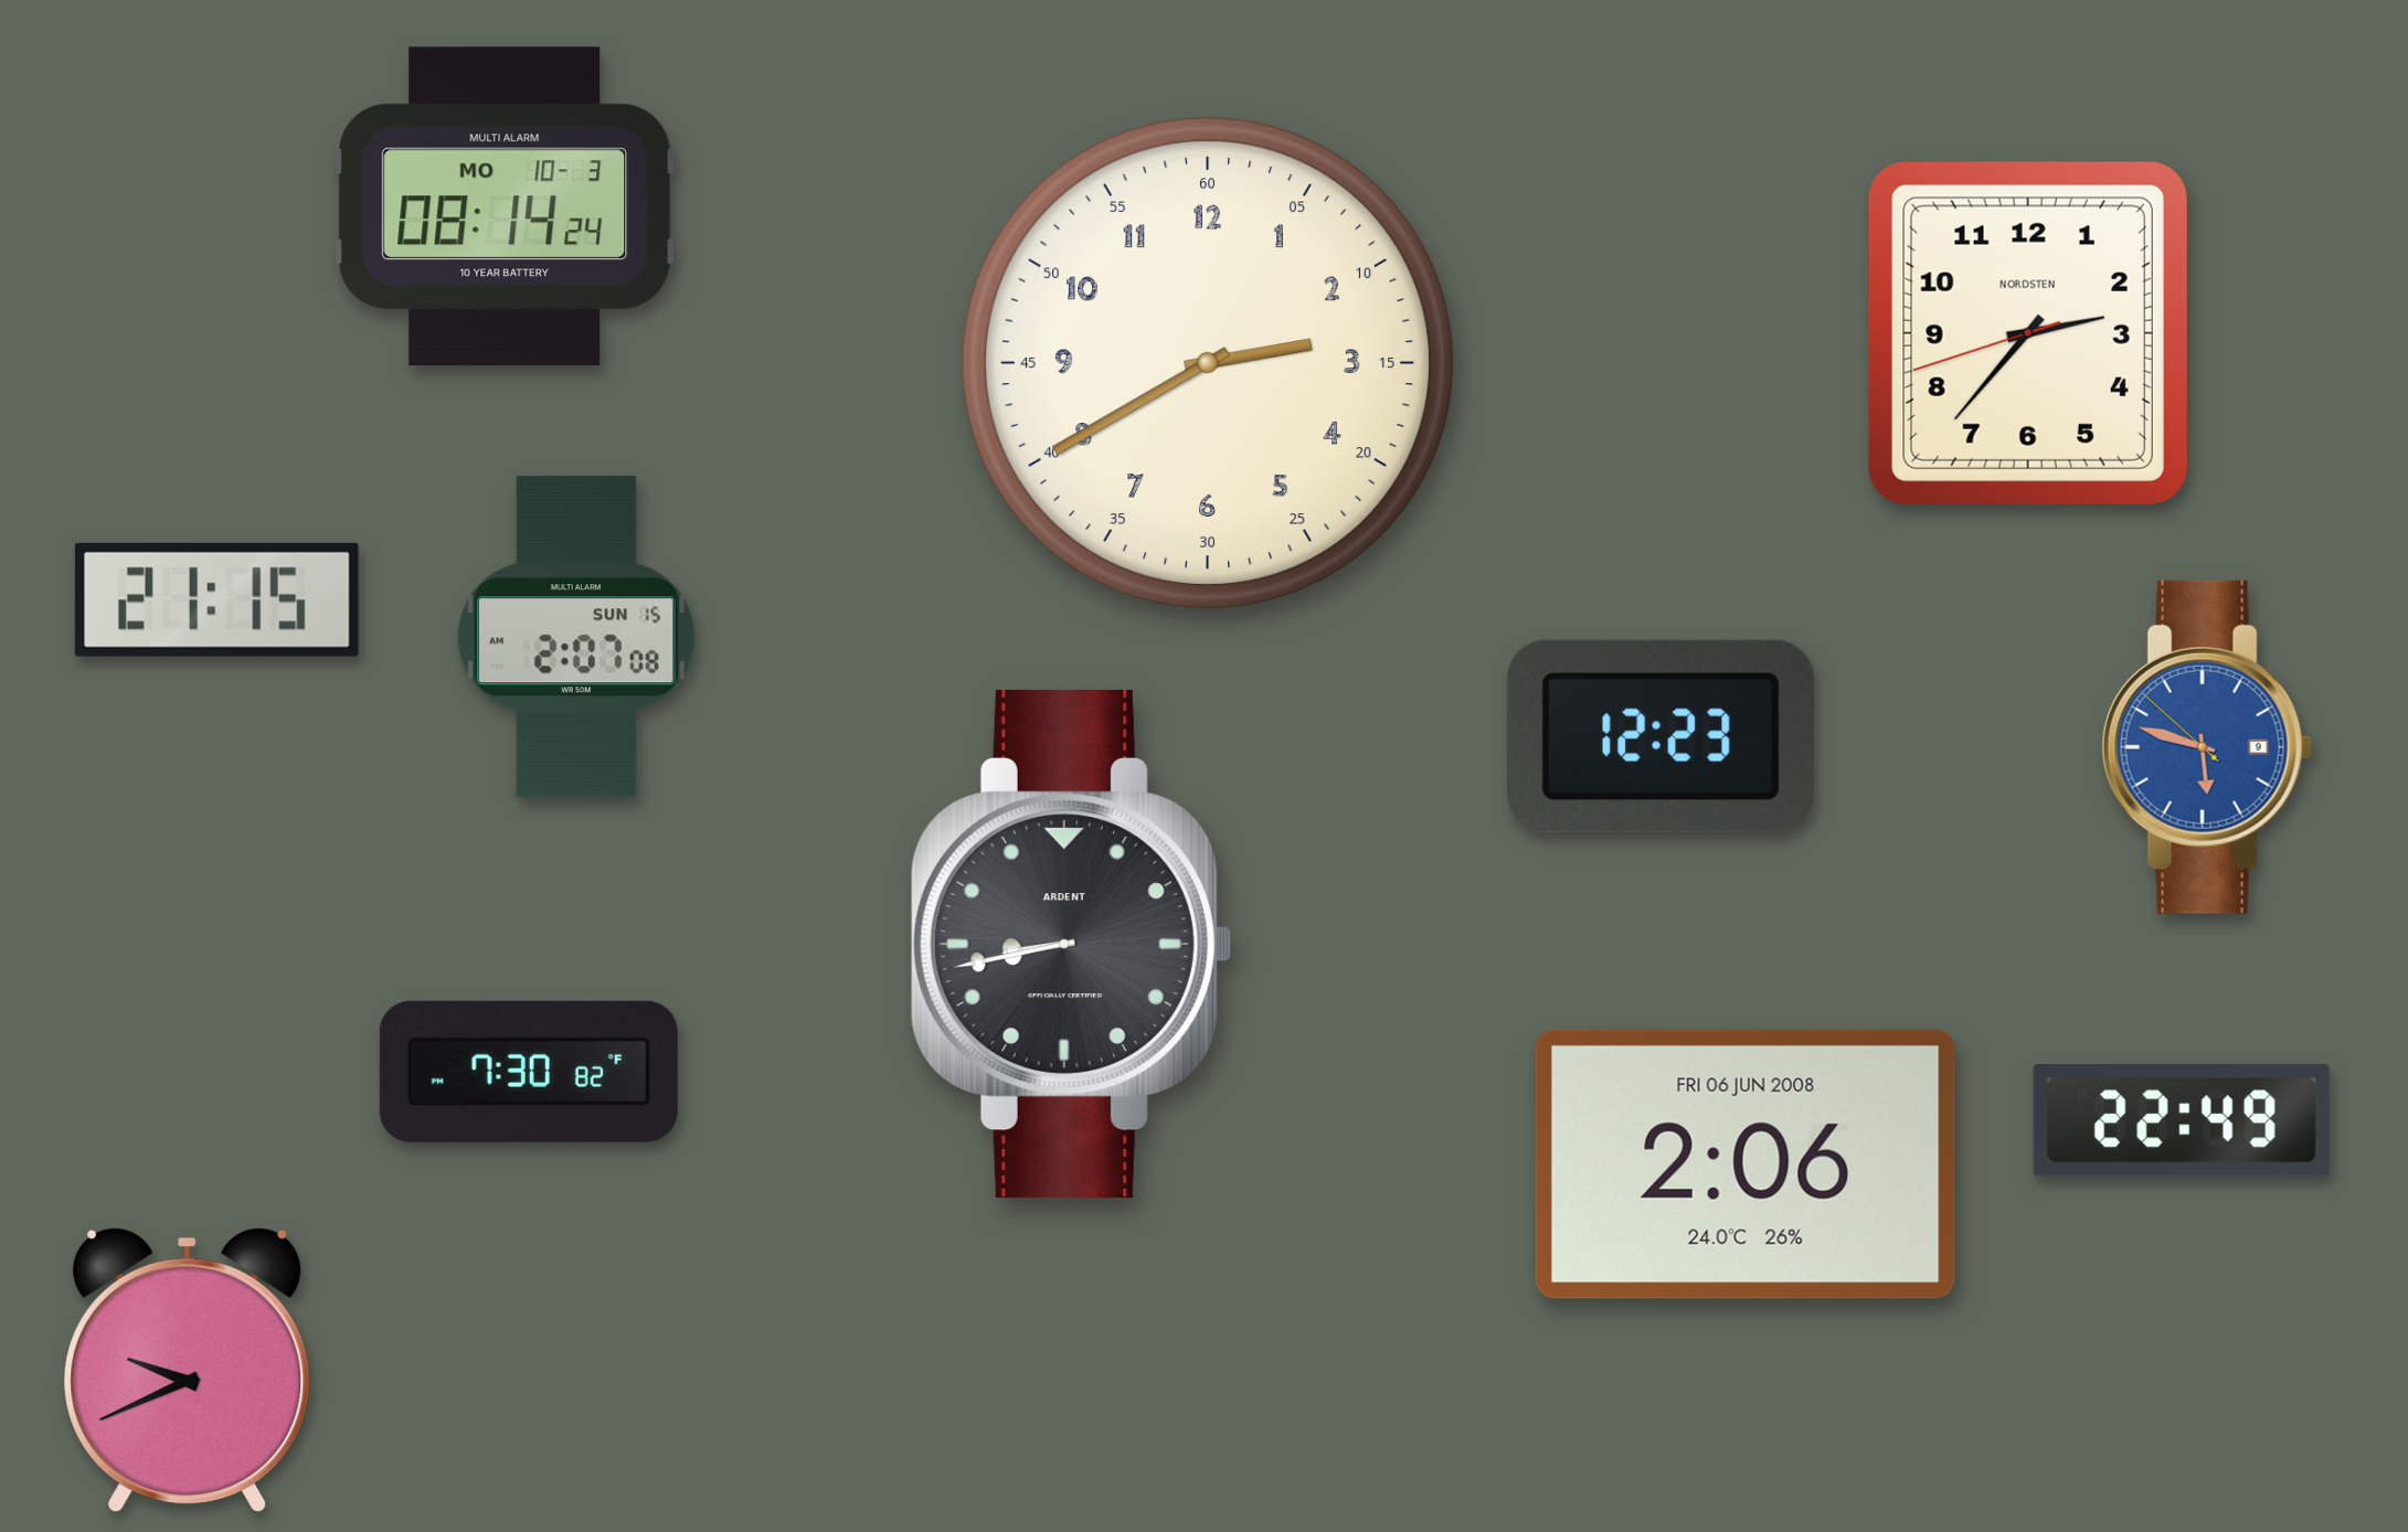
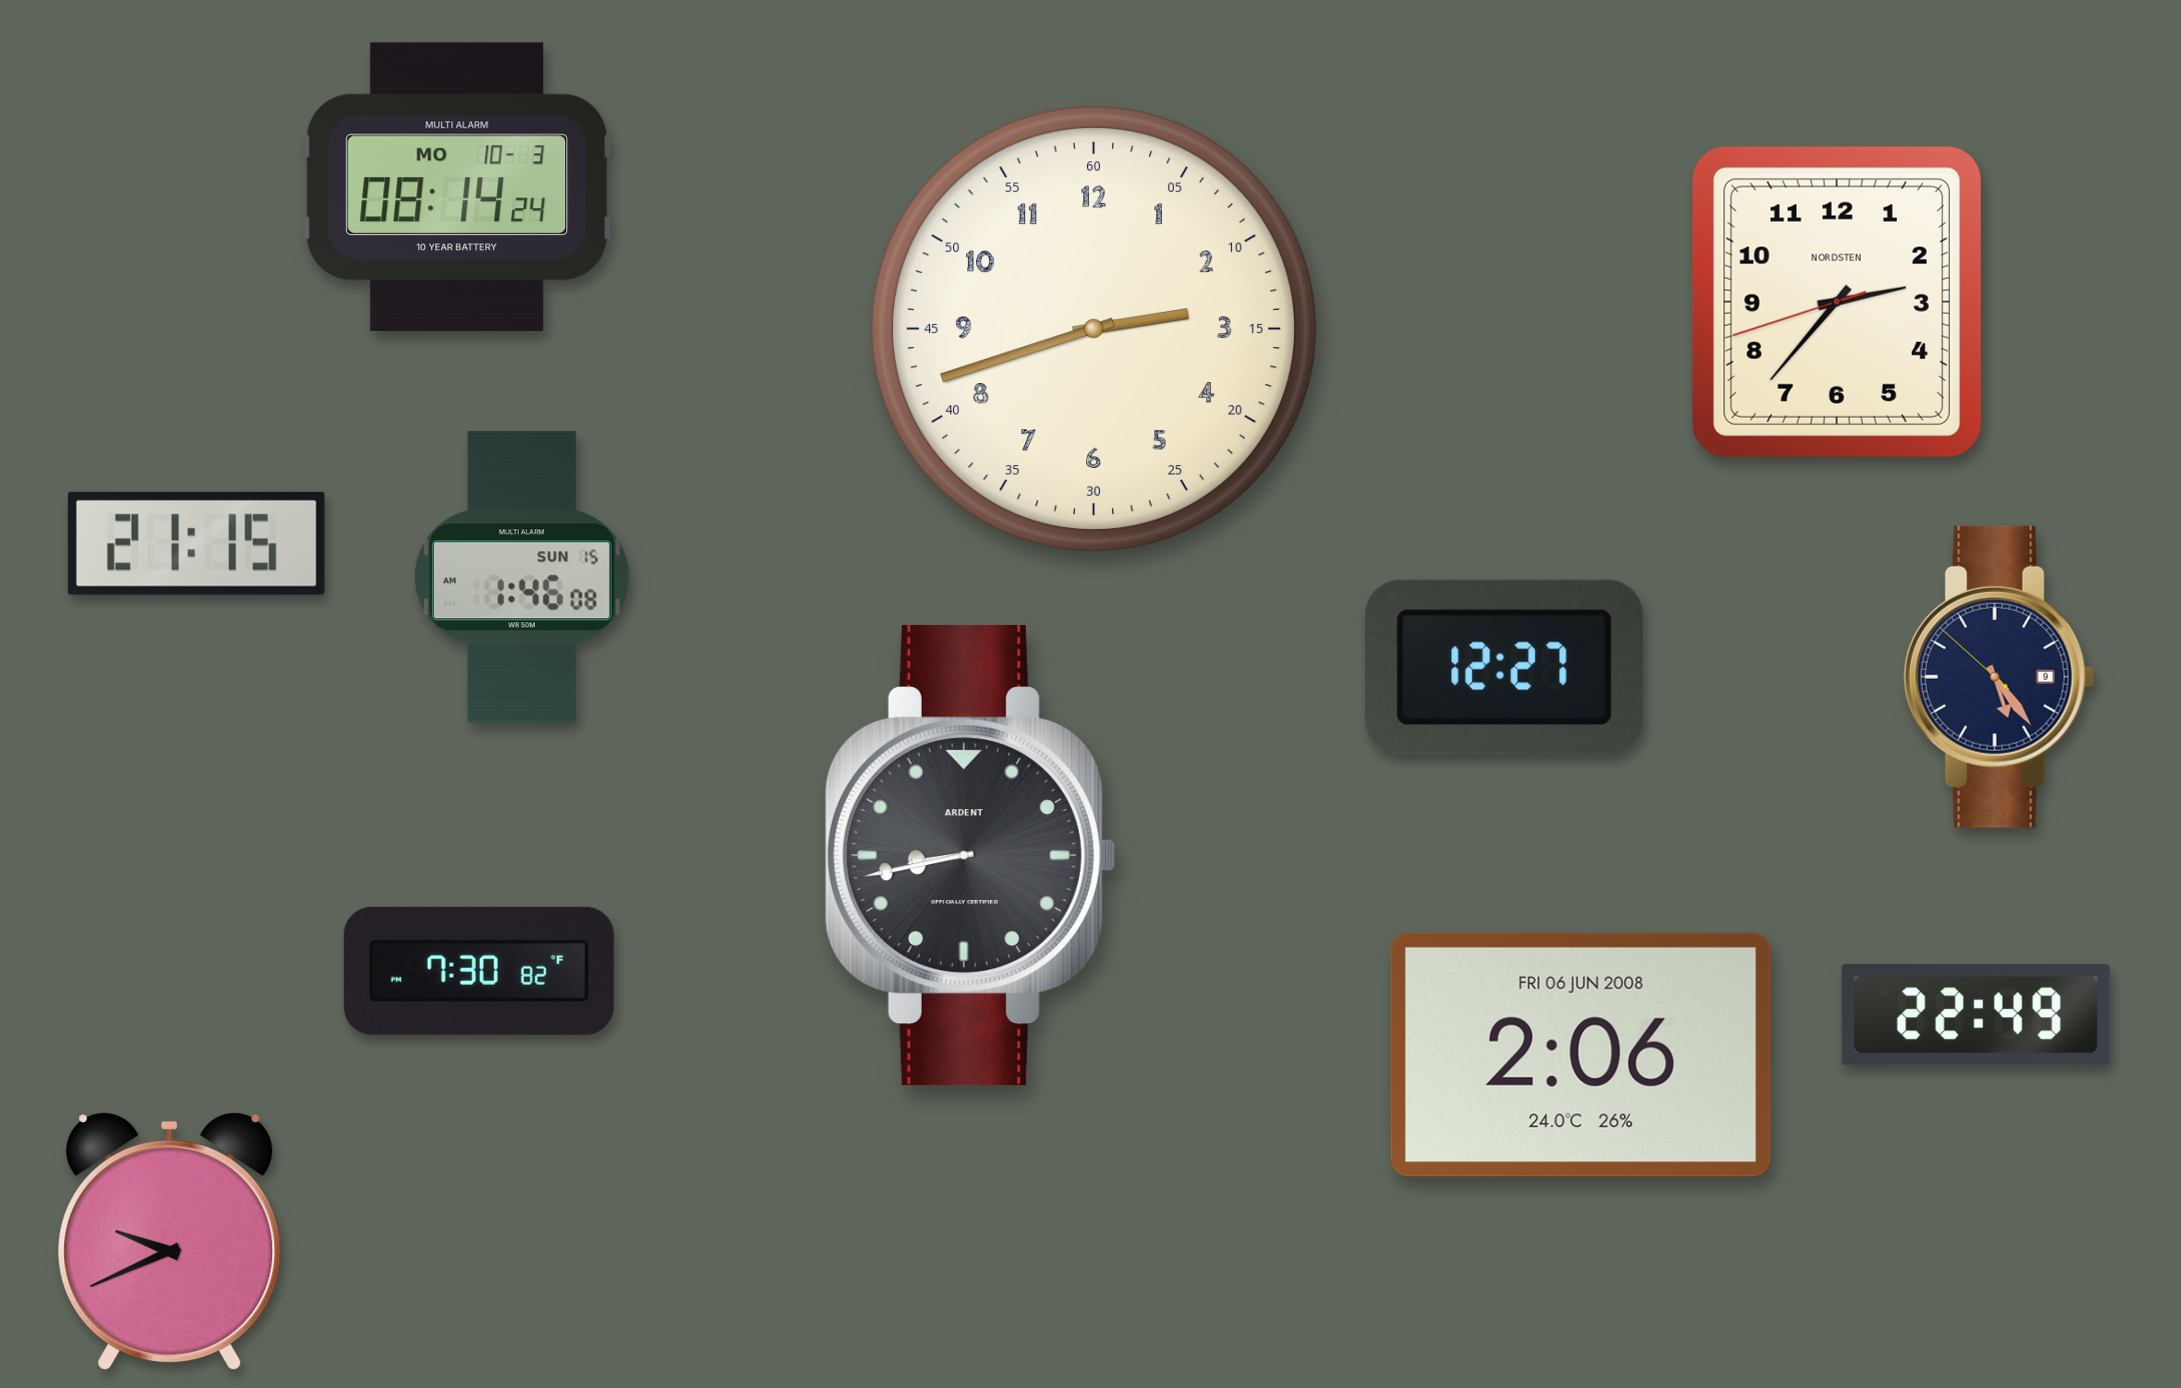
clock at (1208, 363): 2:40 -> 2:42
clock at (576, 637): 2:07 -> 1:46
clock at (1661, 736): 12:23 -> 12:27
clock at (2207, 747): 5:47 -> 5:23
clock at (2207, 747) dial: blue -> navy
